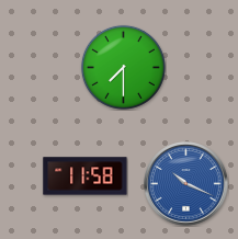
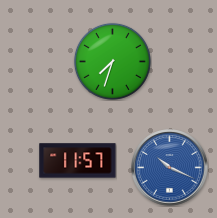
clock at (123, 67): 7:30 -> 7:33
clock at (86, 177): 11:58 -> 11:57
